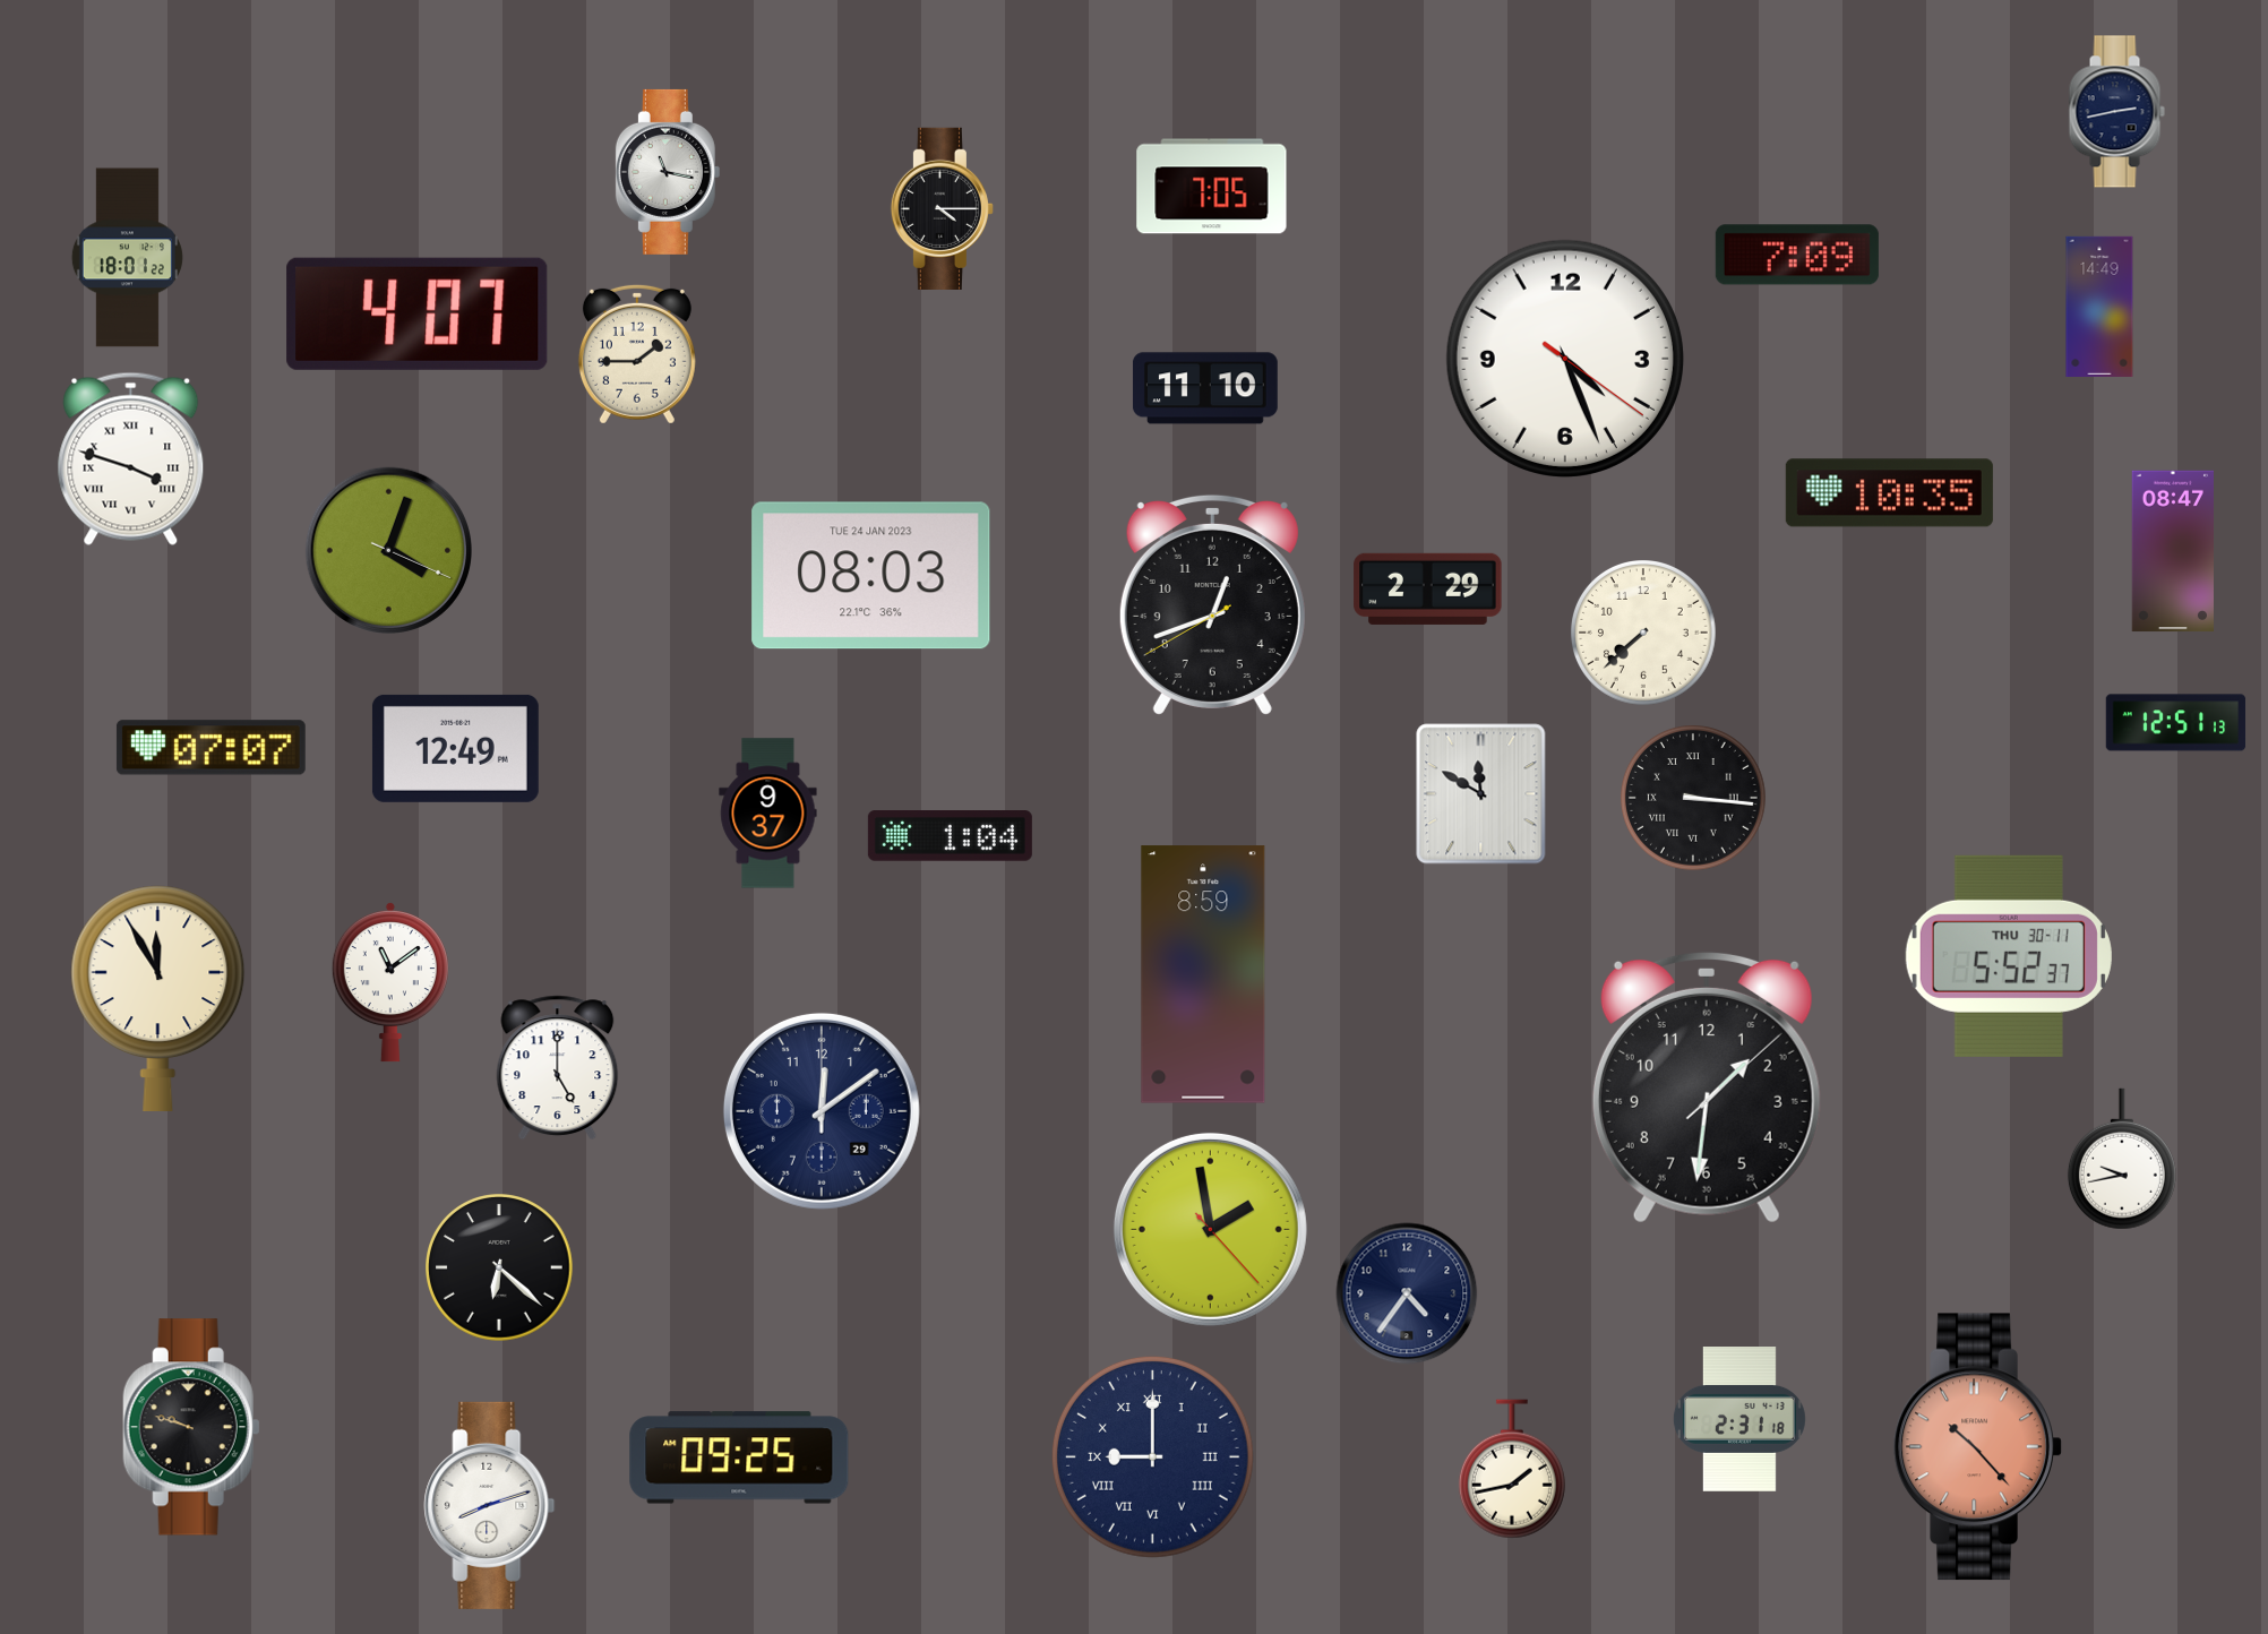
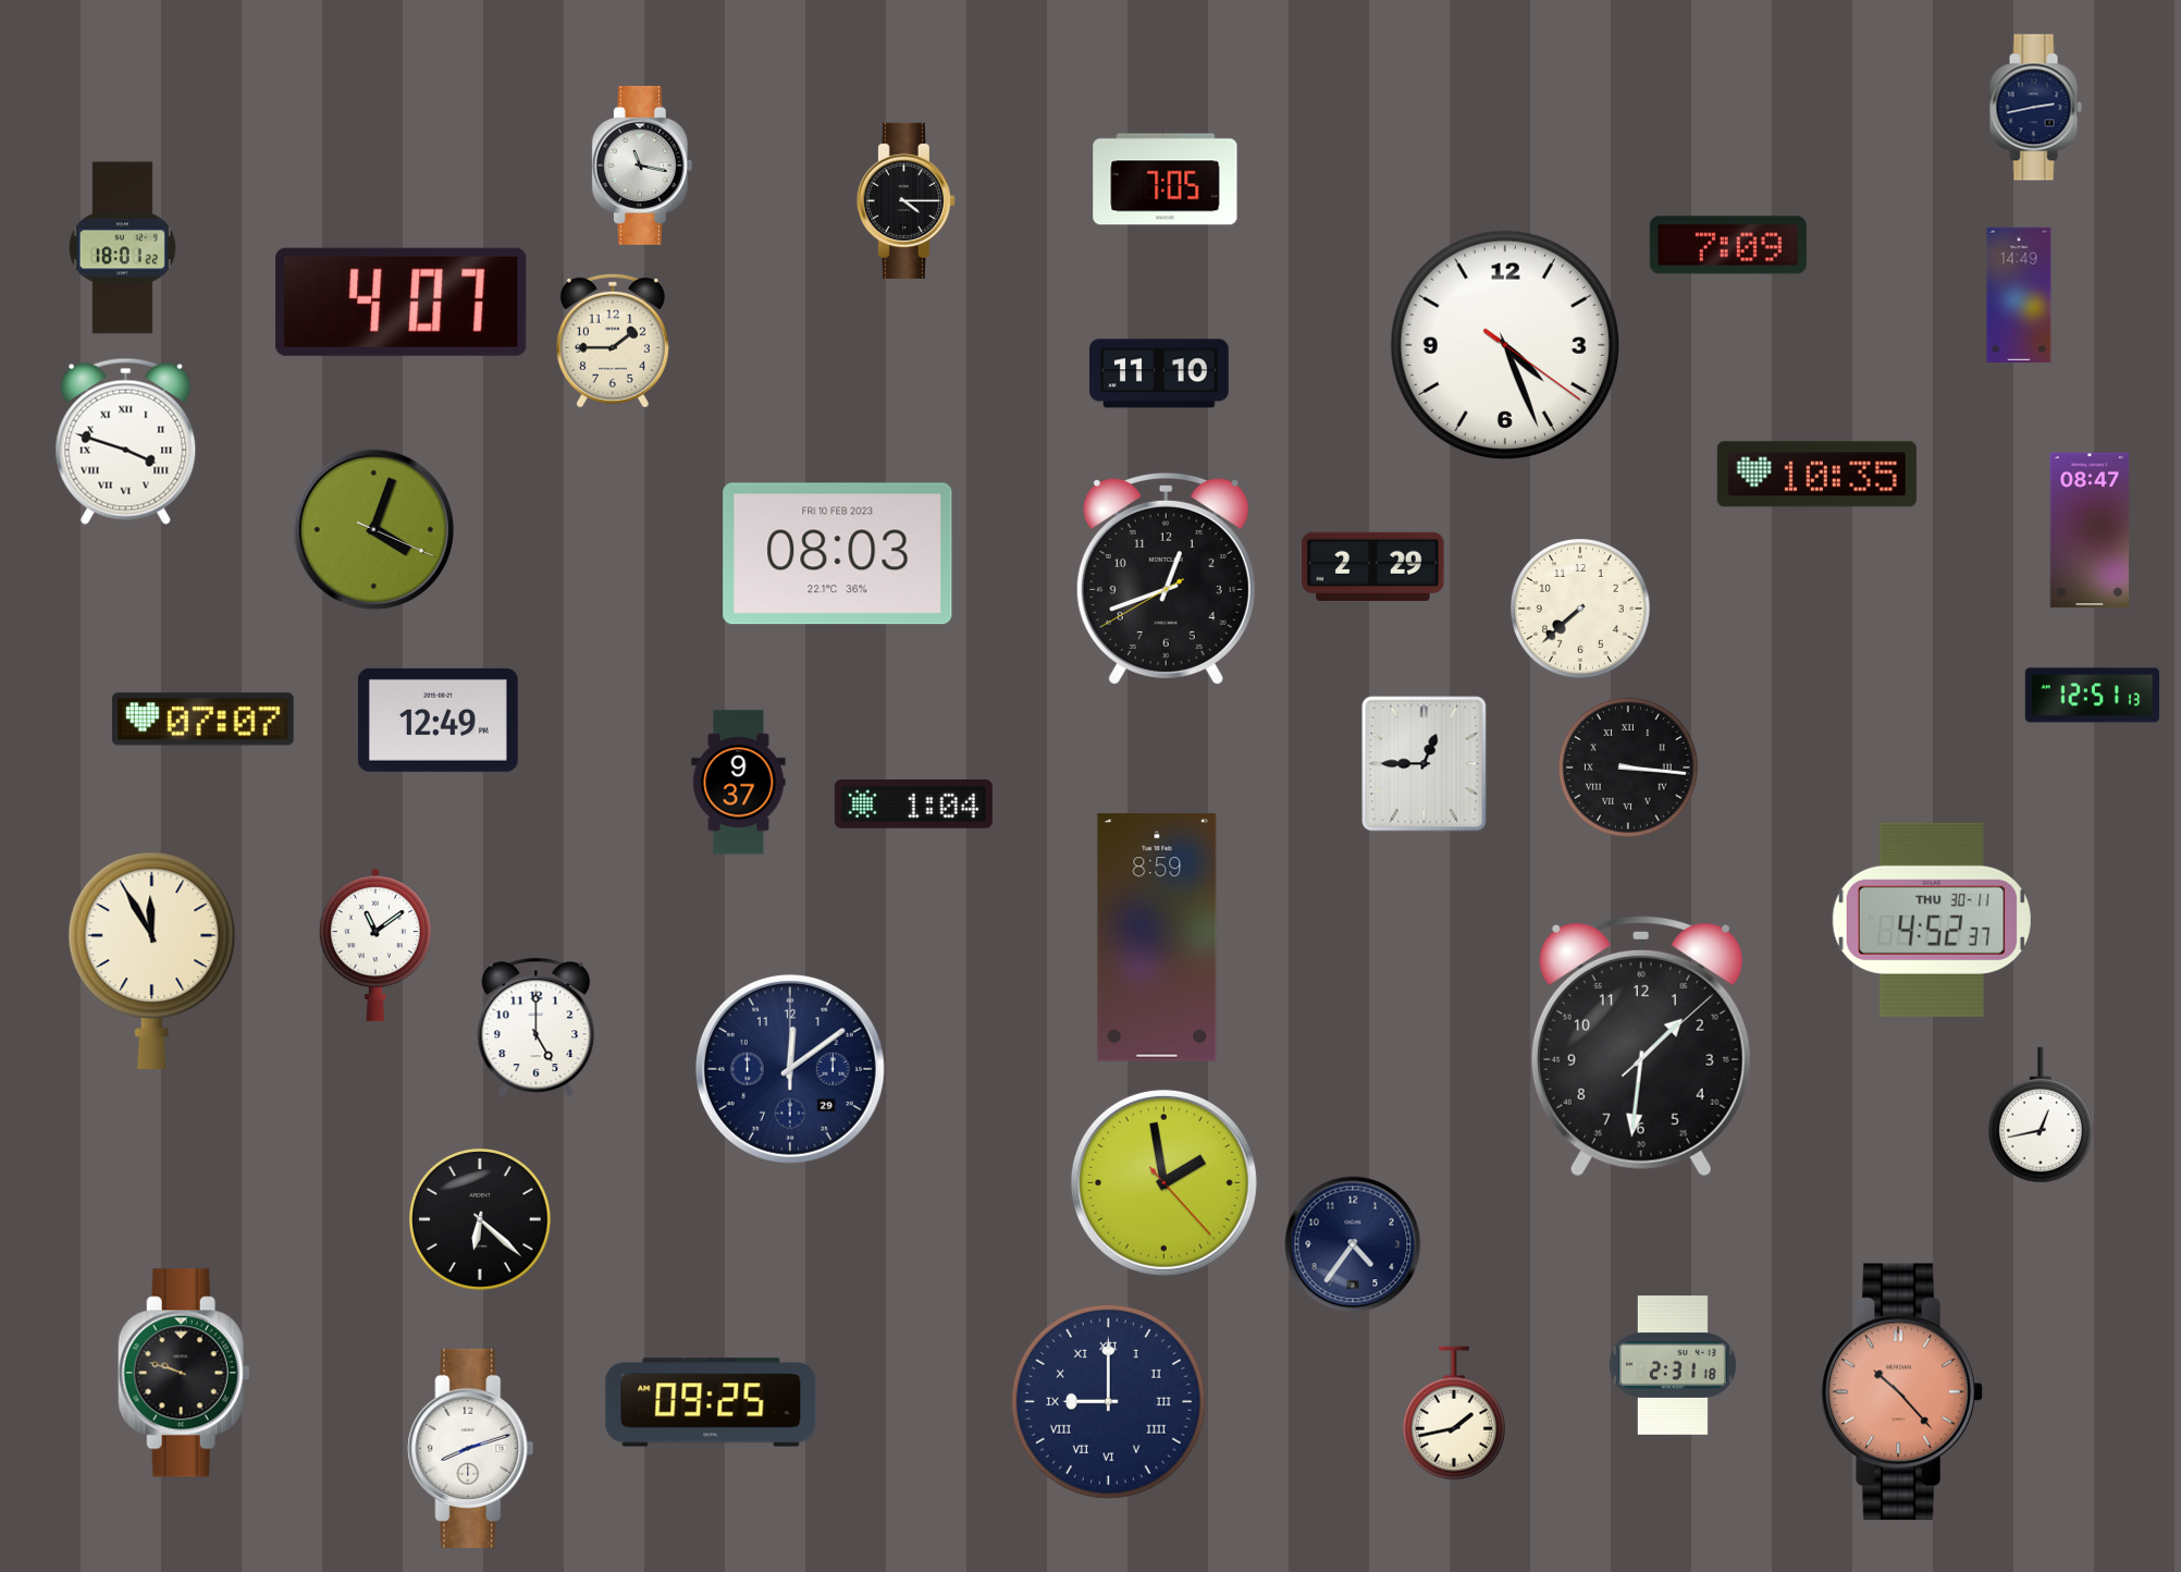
clock at (871, 576) date: TUE 24 JAN 2023 -> FRI 10 FEB 2023
clock at (1212, 604) position: (1212, 604) -> (1166, 578)
clock at (1481, 794): 11:50 -> 12:45
clock at (2009, 956): 5:52 -> 4:52
clock at (2122, 1159): 9:43 -> 12:43
